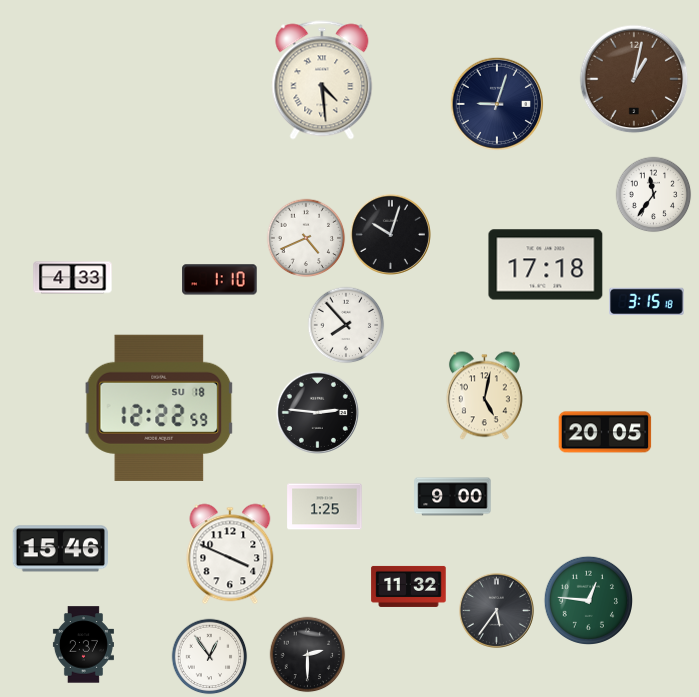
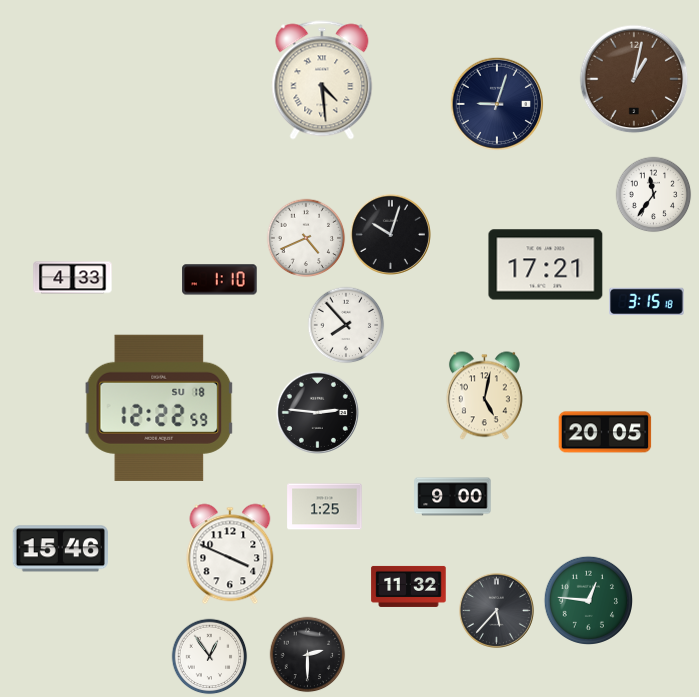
clock at (546, 265): 17:18 -> 17:21
clock at (496, 610): 5:36 -> 5:37
clock at (83, 645): 2:37 -> none
